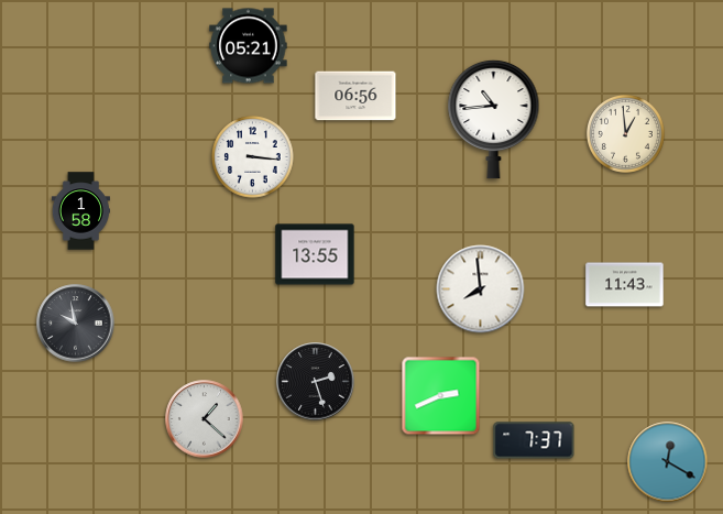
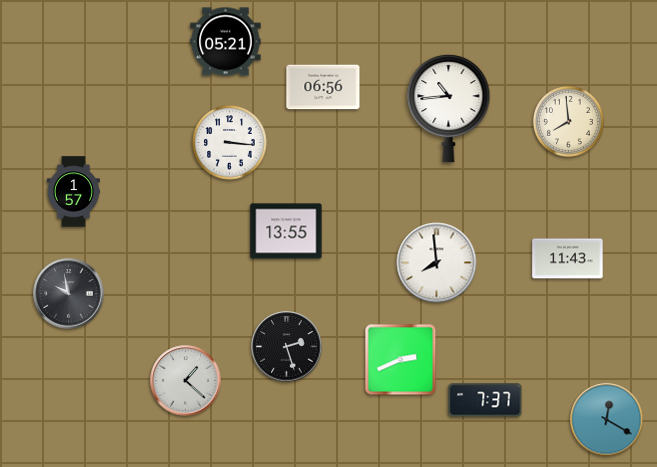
clock at (625, 133): 12:59 -> 7:59
clock at (80, 211): 1:58 -> 1:57
